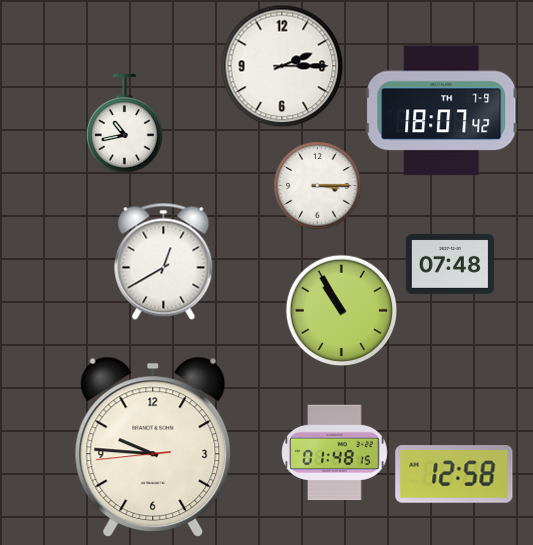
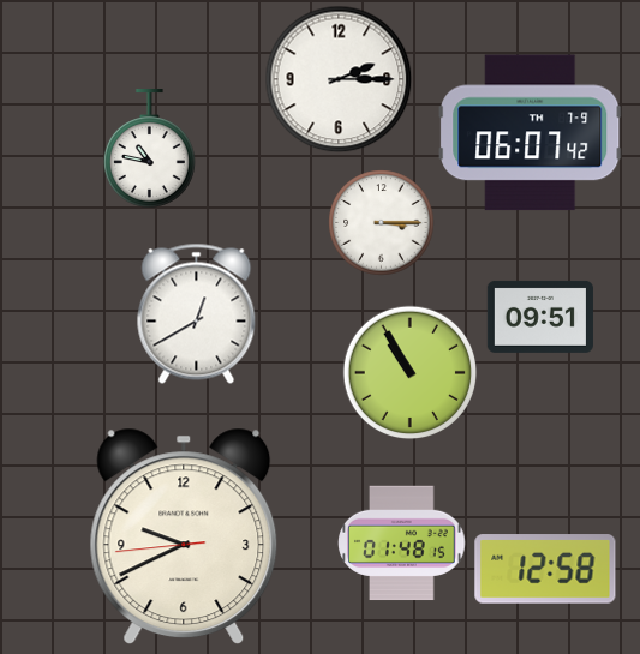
clock at (442, 111): 18:07 -> 06:07
clock at (124, 124): 10:43 -> 10:47
clock at (450, 264): 07:48 -> 09:51
clock at (153, 447): 9:45 -> 9:40
